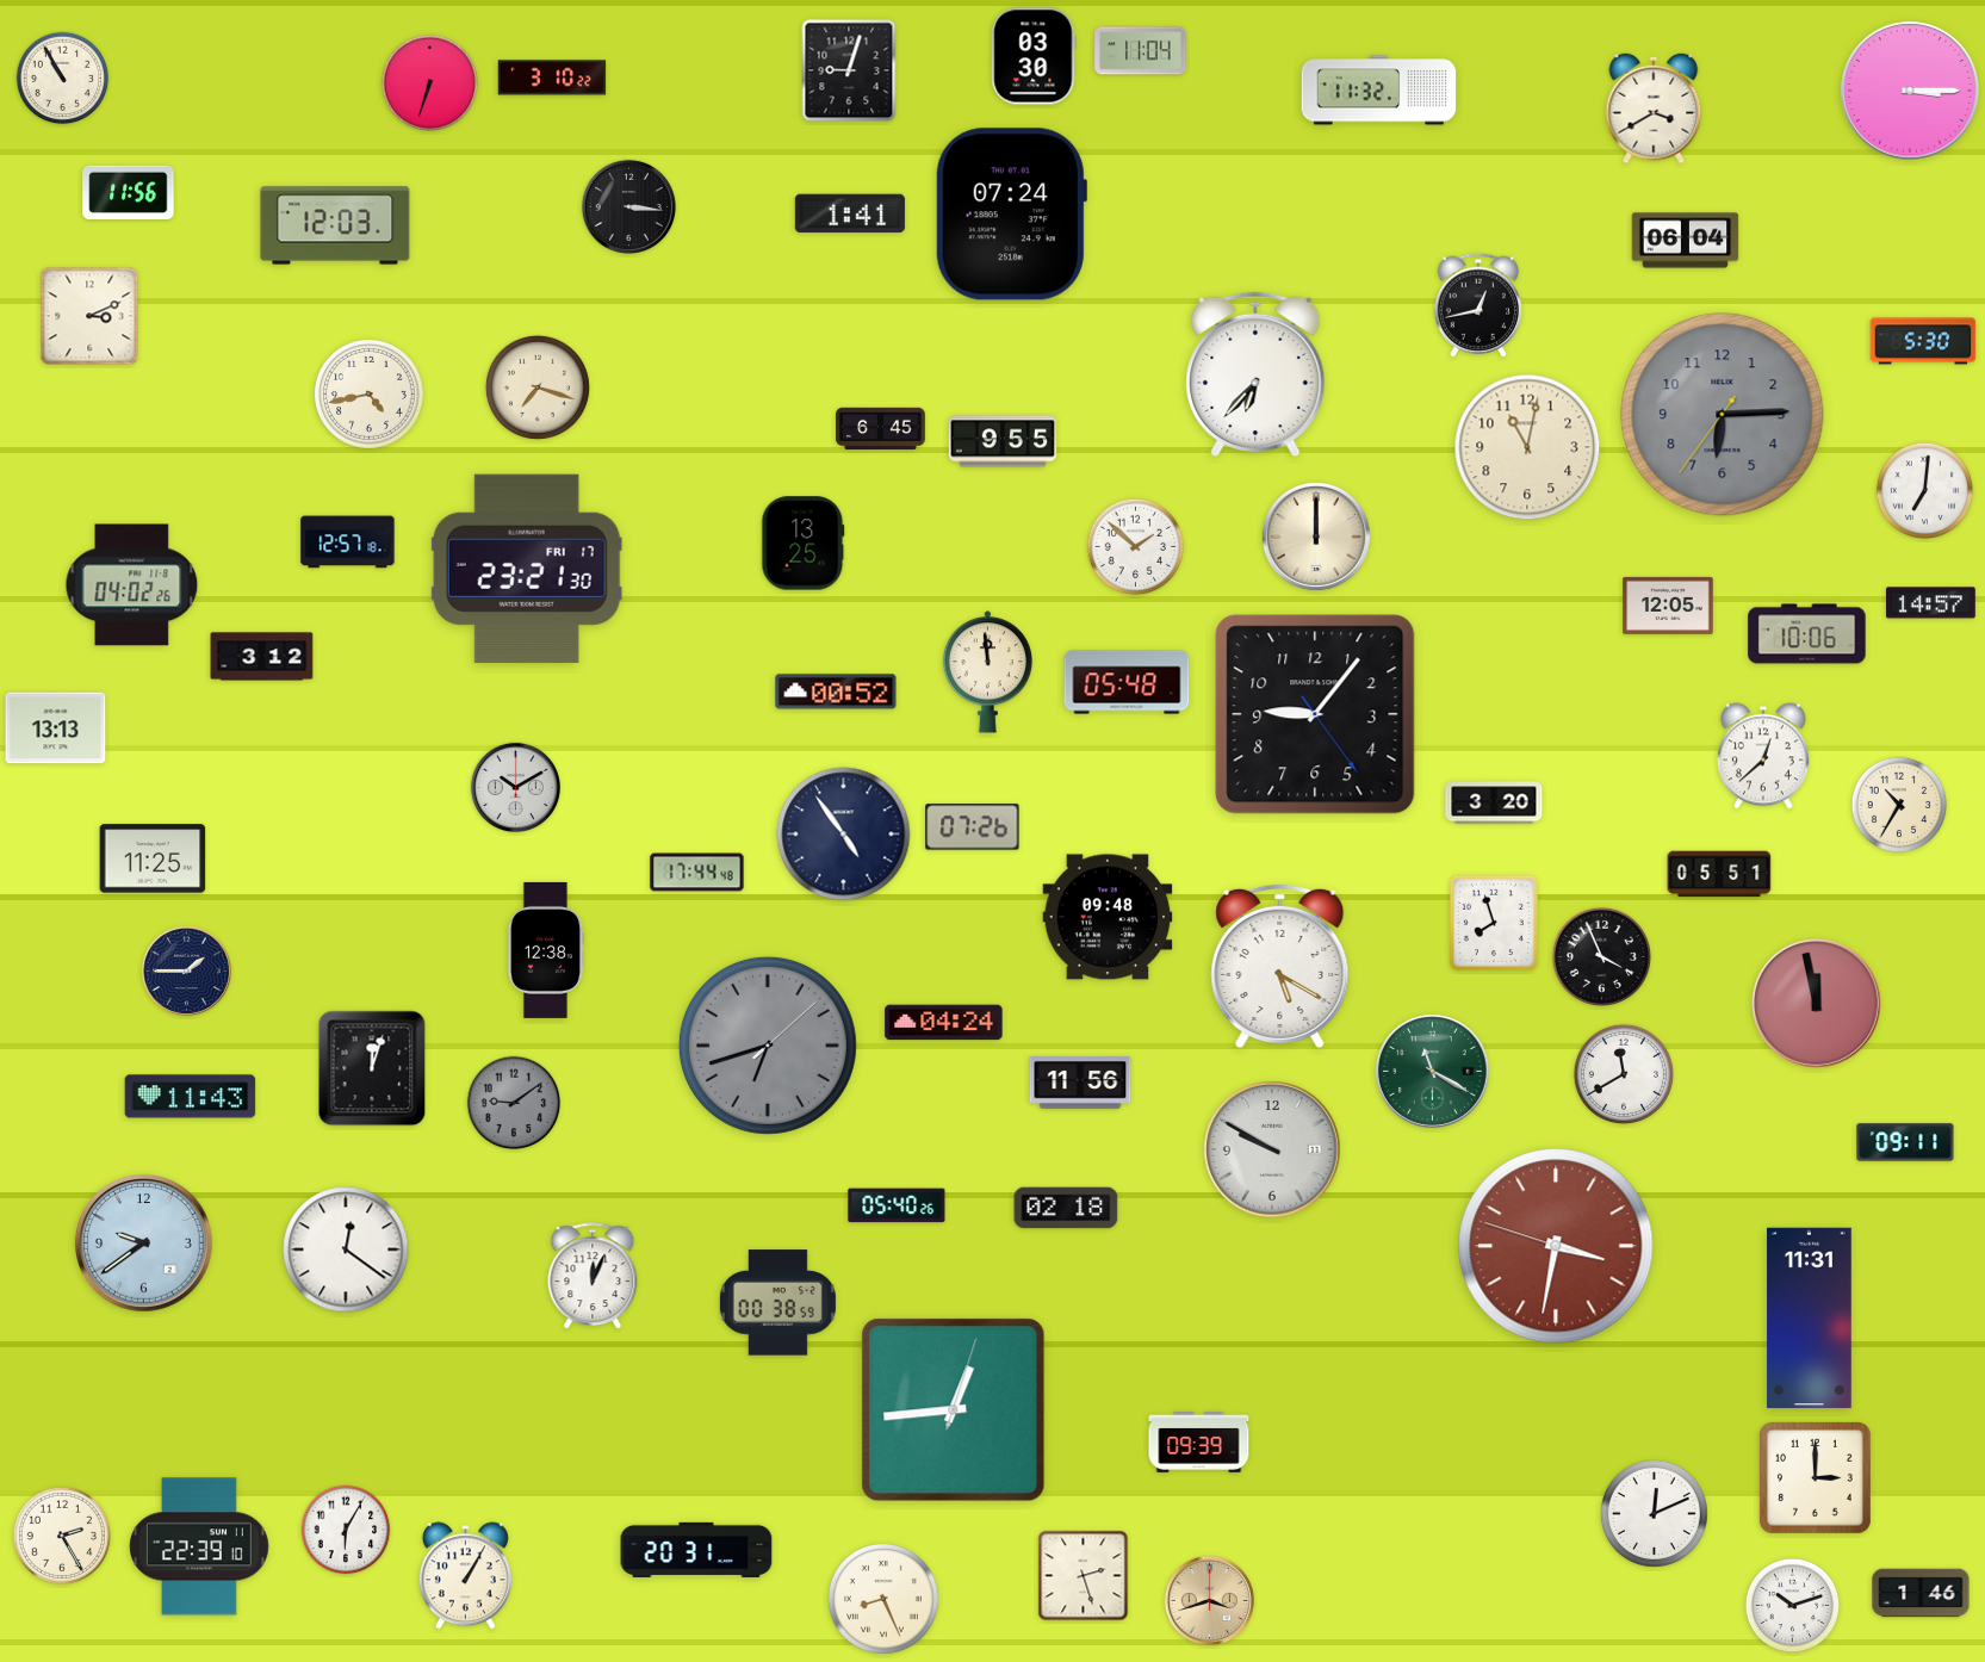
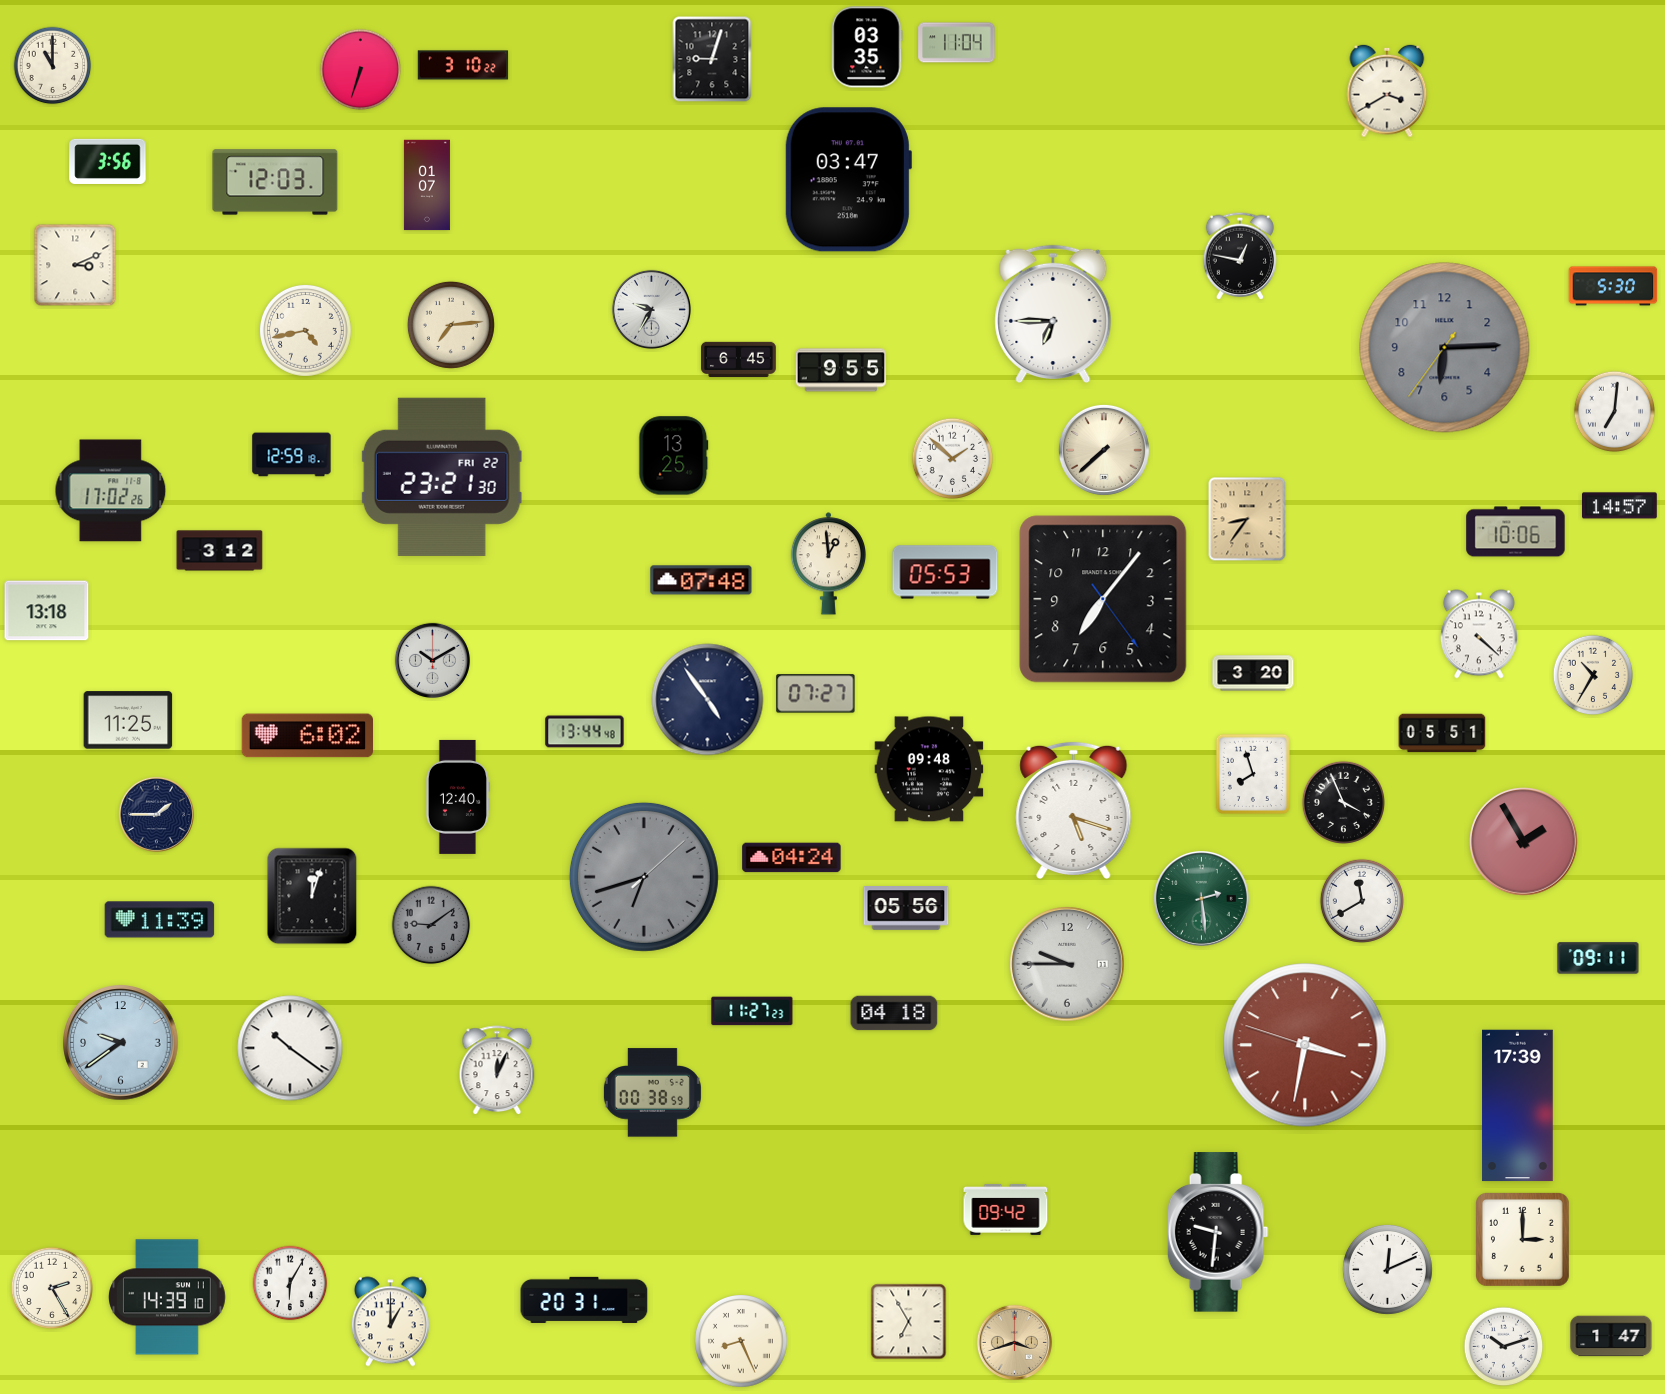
clock at (1034, 56): 03:30 -> 03:35
clock at (63, 79): 10:55 -> 11:00
clock at (1379, 91): 11:32 -> none
clock at (1910, 91): 3:15 -> none
clock at (129, 192): 11:56 -> 3:56
clock at (628, 206): 3:16 -> none
clock at (850, 213): 1:41 -> none
clock at (1011, 215): 07:24 -> 03:47
clock at (427, 185): none -> 01:07
clock at (335, 225) position: (335, 225) -> (275, 182)
clock at (1686, 241): 06:04 -> none
clock at (1477, 305): 12:43 -> 12:47
clock at (651, 309): none -> 9:35
clock at (1255, 374): 6:37 -> 6:45
clock at (538, 387): 7:18 -> 7:14
clock at (370, 395) position: (370, 395) -> (306, 331)
clock at (1527, 447): 11:02 -> none
clock at (1316, 537): 12:00 -> 7:38
clock at (348, 542): 12:57 -> 12:59
clock at (527, 569) date: FRI 17 -> FRI 22
clock at (132, 585): 04:02 -> 17:02
clock at (1668, 606): 12:05 -> none
clock at (1247, 519): none -> 8:36
clock at (988, 672): 11:59 -> 12:59
clock at (1127, 682): 05:48 -> 05:53
clock at (836, 692): 00:52 -> 07:48
clock at (1315, 714): 9:06 -> 7:06
clock at (56, 728): 13:13 -> 13:18
clock at (1763, 756): 12:38 -> 4:22
clock at (973, 827): 07:26 -> 07:27
clock at (697, 873): 17:44 -> 13:44
clock at (307, 736): none -> 6:02
clock at (545, 950): 12:38 -> 12:40
clock at (1280, 966): 5:20 -> 5:18
clock at (1817, 1004): 11:58 -> 1:55
clock at (1432, 1071): 11:20 -> 2:29
clock at (1080, 1083): 11:56 -> 05:56
clock at (191, 1097): 11:43 -> 11:39
clock at (1272, 1149): 9:50 -> 9:45
clock at (897, 1205): 05:40 -> 11:27
clock at (1066, 1208): 02:18 -> 04:18
clock at (346, 1249): 12:21 -> 10:21
clock at (1810, 1319): 11:31 -> 17:39
clock at (954, 1410): 12:44 -> none
clock at (1199, 1441): 09:39 -> 09:42
clock at (1218, 1232): none -> 9:31
clock at (200, 1546): 22:39 -> 14:39
clock at (465, 1576): 1:05 -> 1:00
clock at (1084, 1576): 2:27 -> 6:55
clock at (1921, 1593): 1:46 -> 1:47
